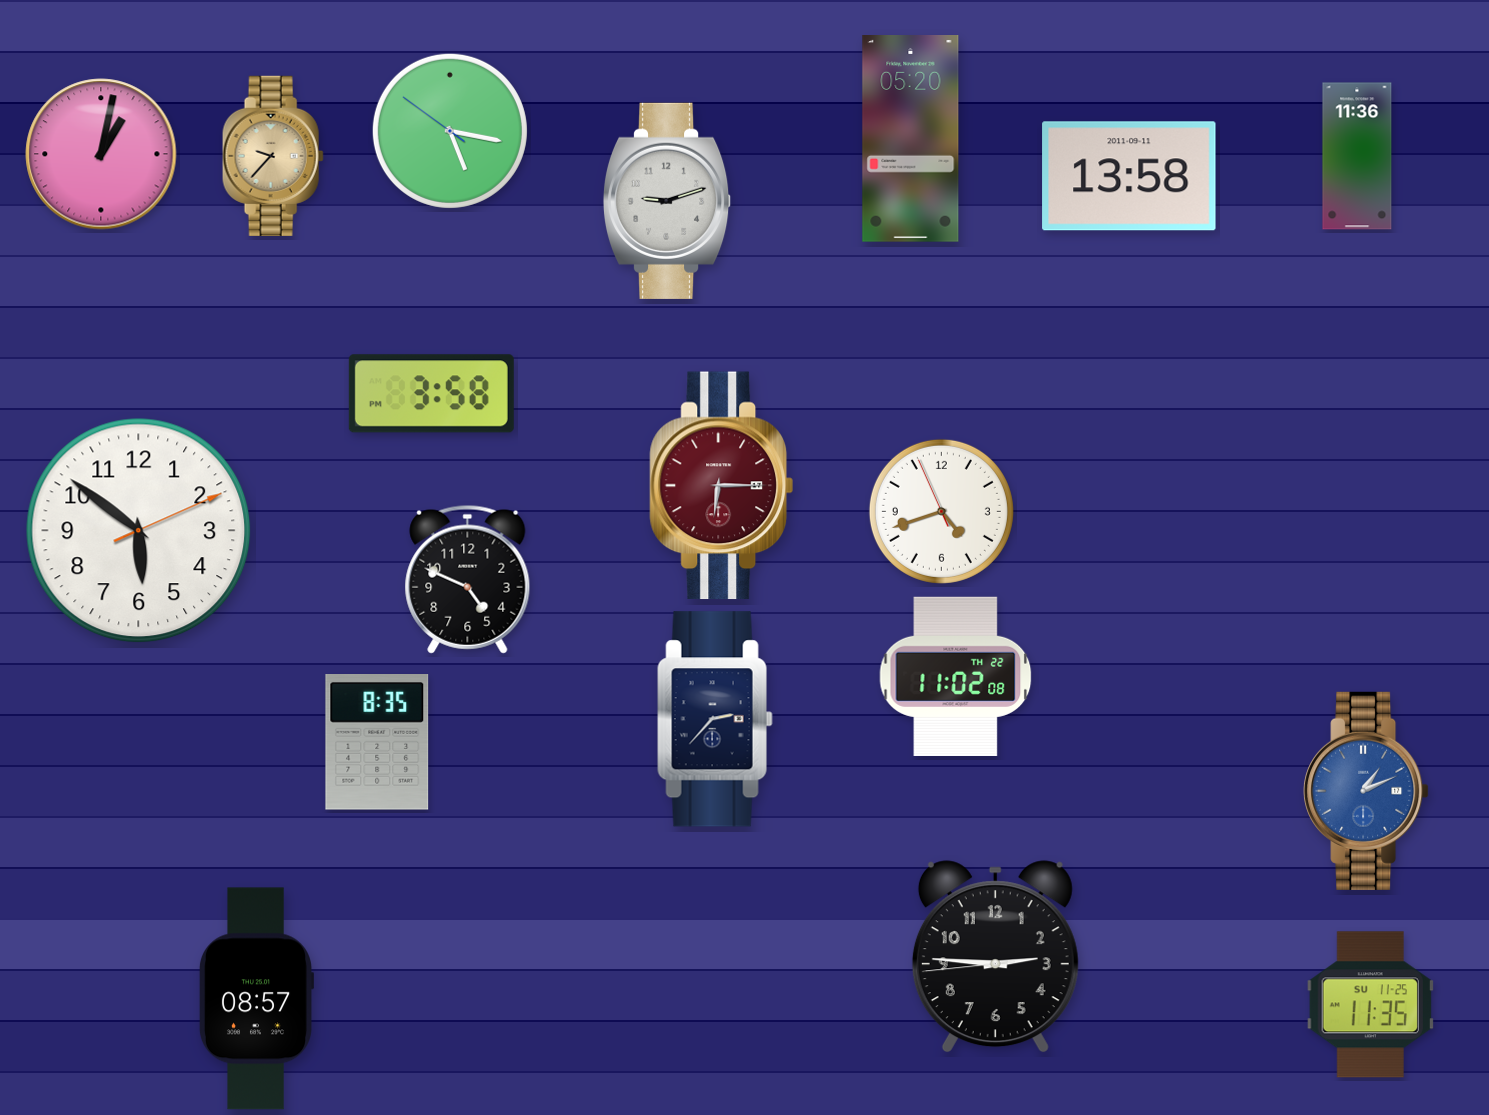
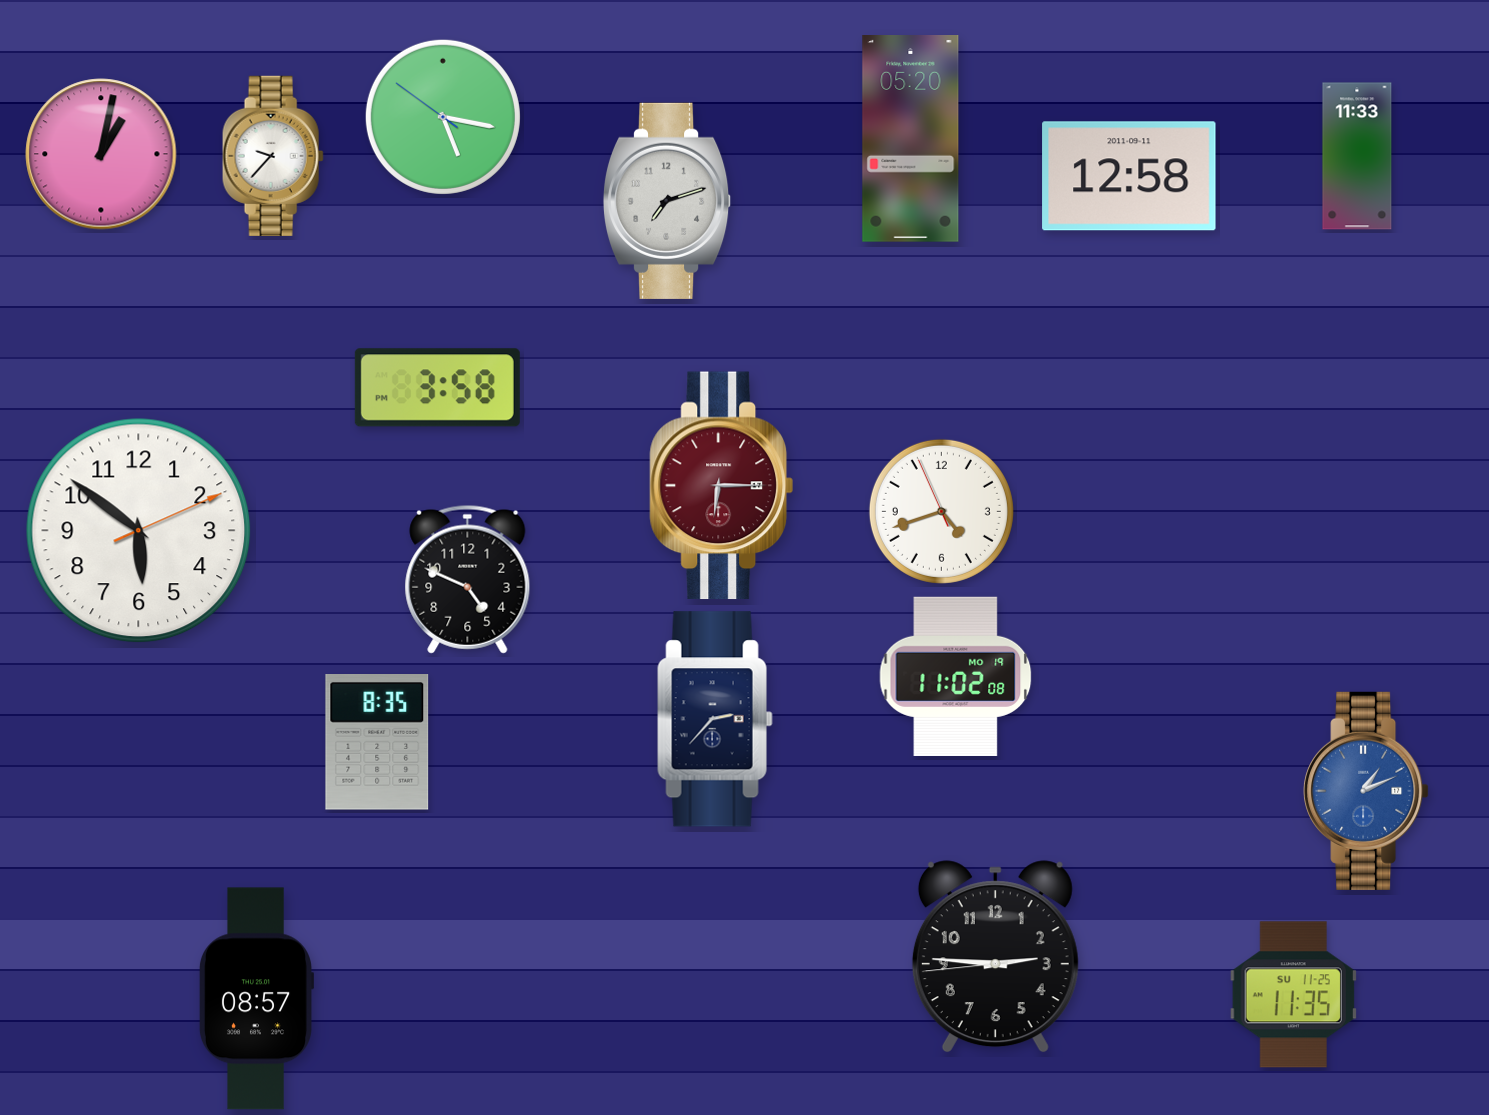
clock at (450, 131) position: (450, 131) -> (443, 117)
clock at (273, 156) dial: champagne -> white
clock at (1357, 156): 11:36 -> 11:33
clock at (1129, 176): 13:58 -> 12:58
clock at (667, 201): 9:12 -> 7:12
clock at (431, 394) position: (431, 394) -> (437, 388)
clock at (956, 676) date: TH 22 -> MO 19
clock at (1370, 1005) position: (1370, 1005) -> (1293, 995)
